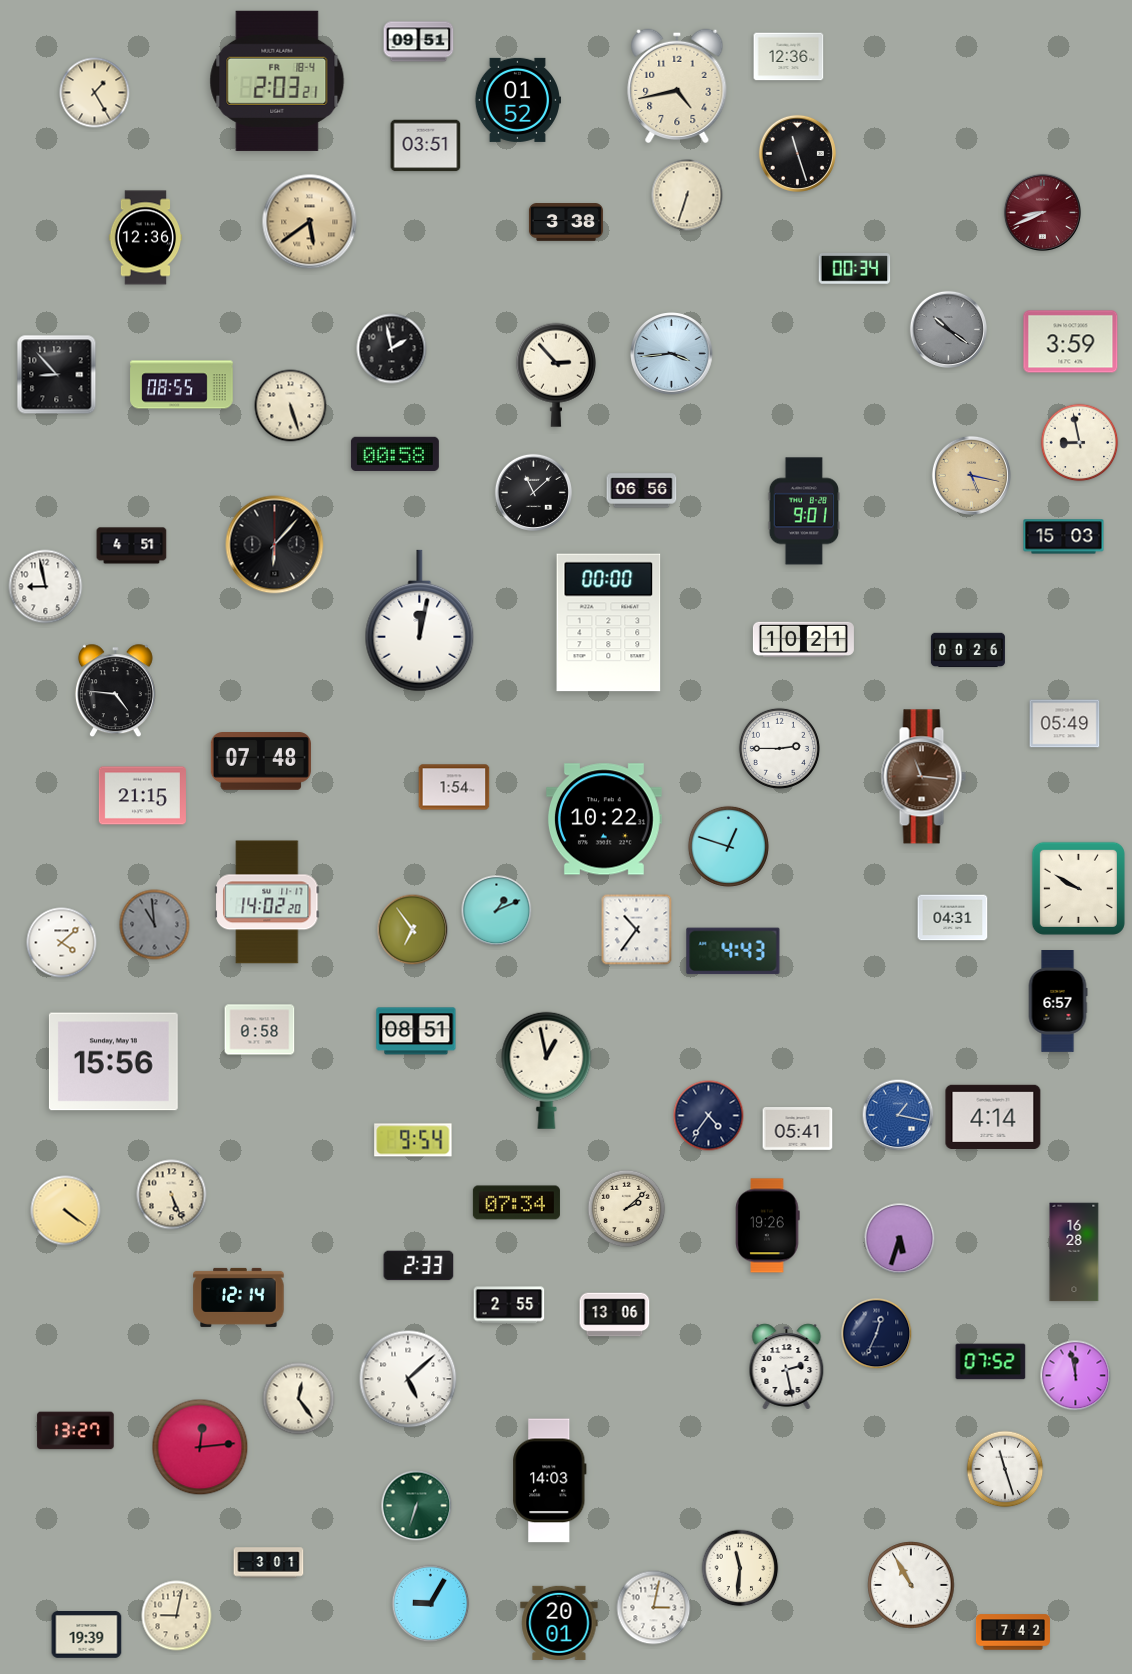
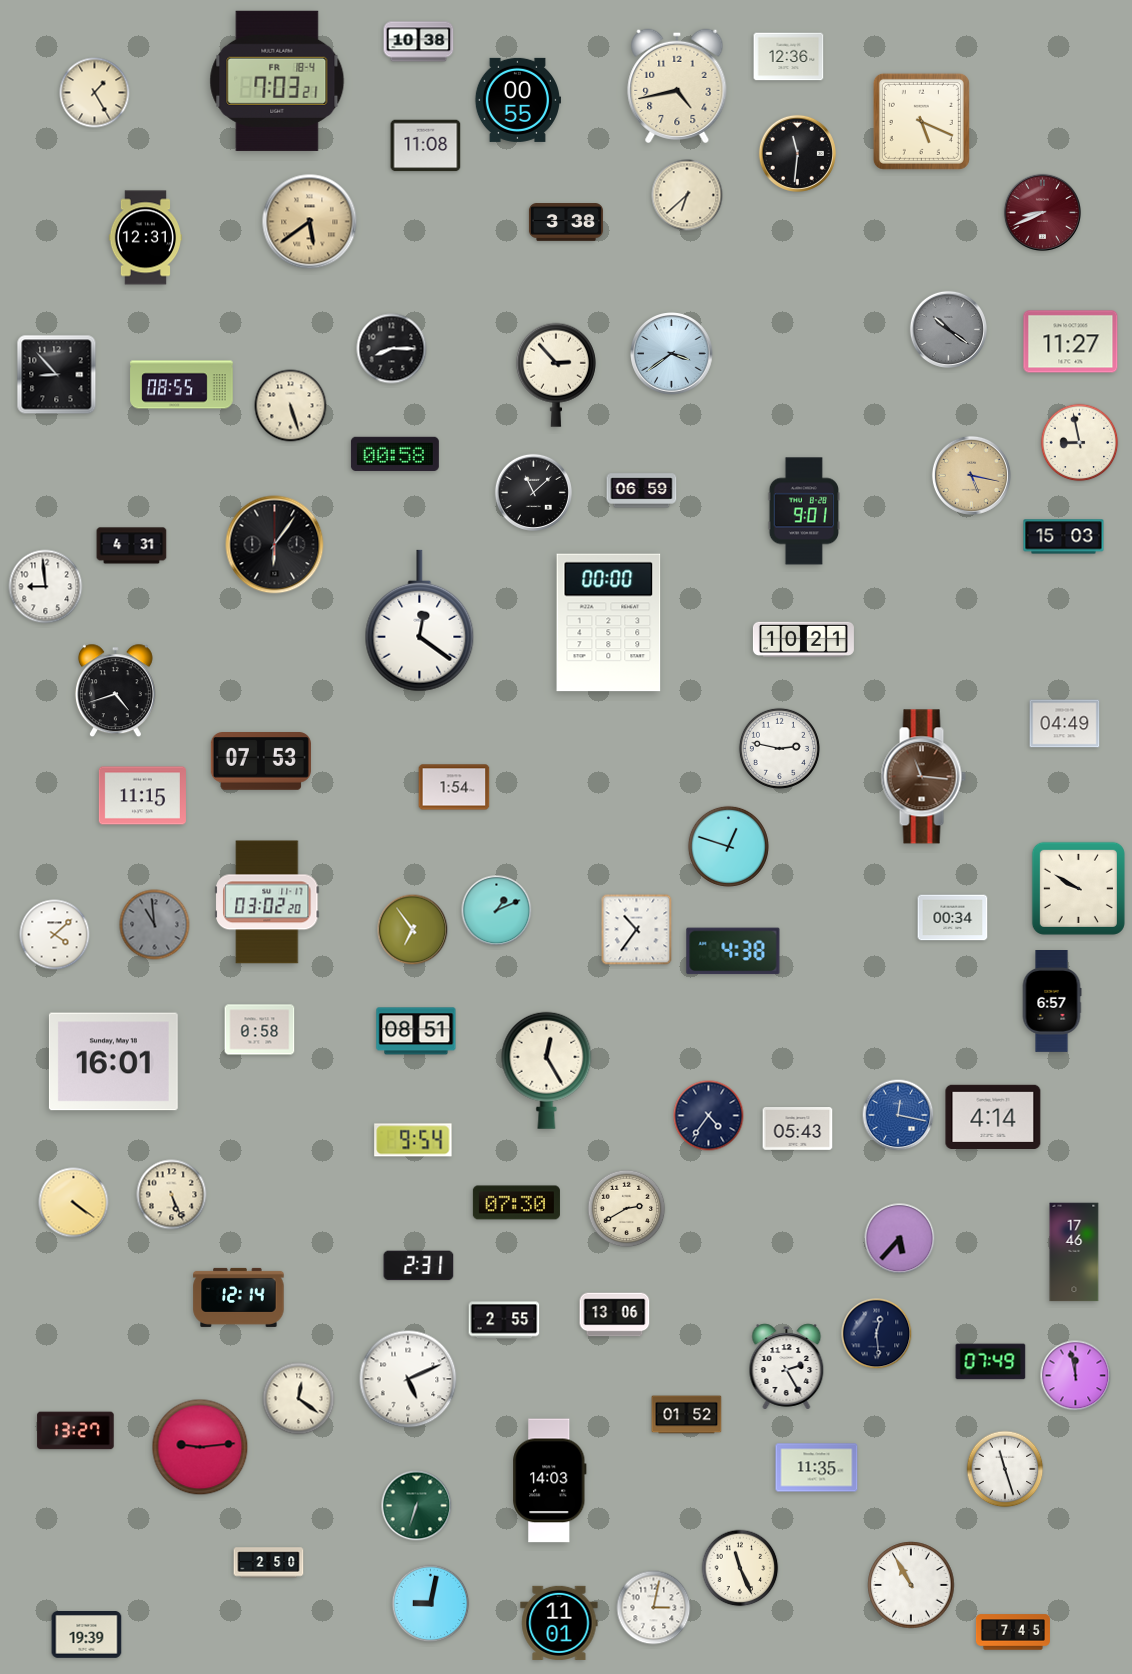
clock at (419, 42): 09:51 -> 10:38
clock at (277, 81): 2:03 -> 7:03
clock at (517, 100): 01:52 -> 00:55
clock at (921, 121): none -> 5:19
clock at (426, 146): 03:51 -> 11:08
clock at (797, 153): 11:27 -> 11:31
clock at (687, 195): 6:33 -> 6:38
clock at (145, 238): 12:36 -> 12:31
clock at (855, 269): 00:34 -> none
clock at (1071, 342): 3:59 -> 11:27
clock at (392, 349): 1:58 -> 8:15
clock at (672, 354): 3:44 -> 3:39
clock at (642, 491): 06:56 -> 06:59
clock at (275, 545): 6:07 -> 6:06
clock at (132, 546): 4:51 -> 4:31
clock at (46, 587): 8:58 -> 8:59
clock at (420, 621): 12:02 -> 12:21
clock at (968, 650): 00:26 -> none
clock at (115, 691): 4:46 -> 4:42
clock at (1065, 724): 05:49 -> 04:49
clock at (779, 748): 2:45 -> 2:47
clock at (261, 762): 07:48 -> 07:53
clock at (142, 796): 21:15 -> 11:15
clock at (604, 819): 10:22 -> none
clock at (267, 902): 14:02 -> 03:02
clock at (953, 918): 04:31 -> 00:34
clock at (62, 943) position: (62, 943) -> (55, 935)
clock at (733, 951): 4:43 -> 4:38
clock at (1058, 1002) position: (1058, 1002) -> (1052, 1002)
clock at (113, 1062): 15:56 -> 16:01
clock at (547, 1070): 12:58 -> 12:25
clock at (898, 1115): 1:17 -> 12:17
clock at (798, 1129): 05:41 -> 05:43
clock at (516, 1203): 07:34 -> 07:30
clock at (627, 1209): 2:08 -> 2:40
clock at (66, 1211) position: (66, 1211) -> (74, 1203)
clock at (768, 1226): 19:26 -> none
clock at (900, 1239): 5:33 -> 5:37
clock at (1074, 1252): 16:28 -> 17:46
clock at (419, 1266): 2:33 -> 2:31
clock at (509, 1305) position: (509, 1305) -> (504, 1320)
clock at (877, 1334): 12:34 -> 12:29
clock at (991, 1362): 07:52 -> 07:49
clock at (787, 1367): 2:28 -> 2:25
clock at (408, 1379): 5:08 -> 5:11
clock at (299, 1399): 12:24 -> 12:21
clock at (687, 1415): none -> 01:52
clock at (200, 1447): 12:14 -> 9:14
clock at (817, 1468): none -> 11:35
clock at (269, 1563): 3:01 -> 2:50
clock at (740, 1568): 11:31 -> 11:26
clock at (431, 1604): 9:05 -> 9:02
clock at (177, 1616): 9:02 -> none
clock at (559, 1623): 20:01 -> 11:01
clock at (1013, 1632): 7:42 -> 7:45
